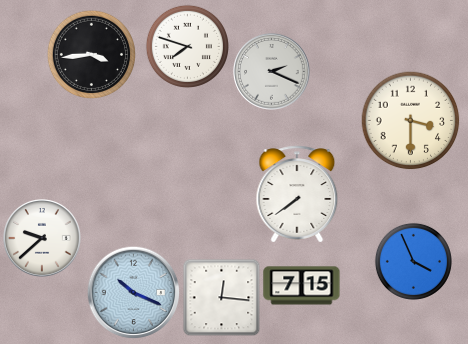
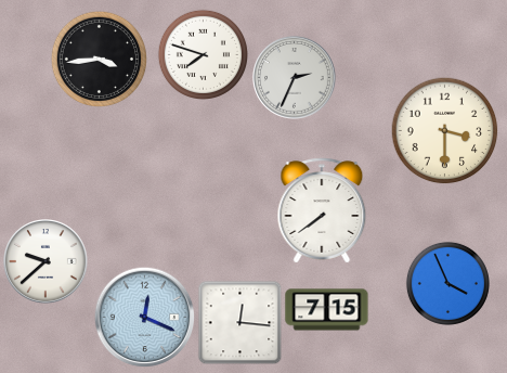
clock at (187, 46) position: (187, 46) -> (203, 54)
clock at (272, 72): 2:19 -> 2:34
clock at (43, 239) position: (43, 239) -> (47, 262)
clock at (133, 292): 10:19 -> 12:19
